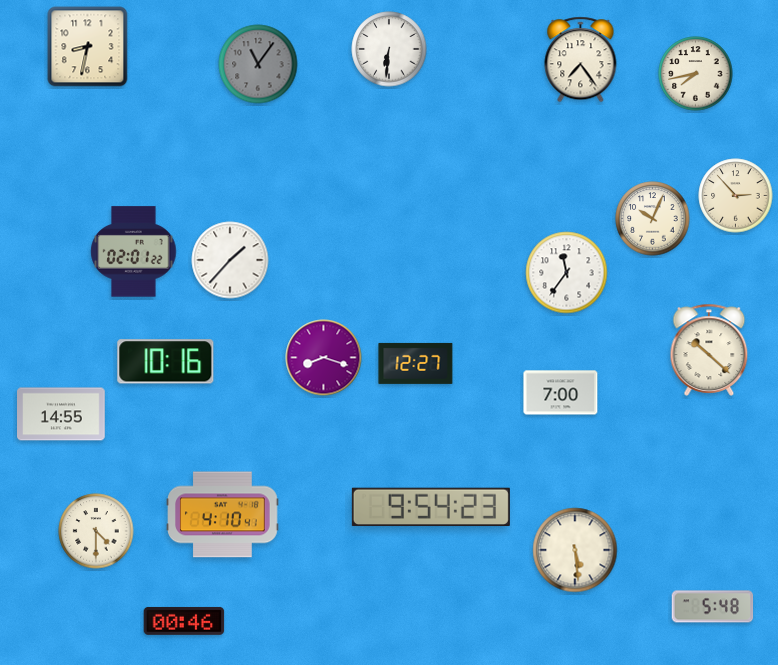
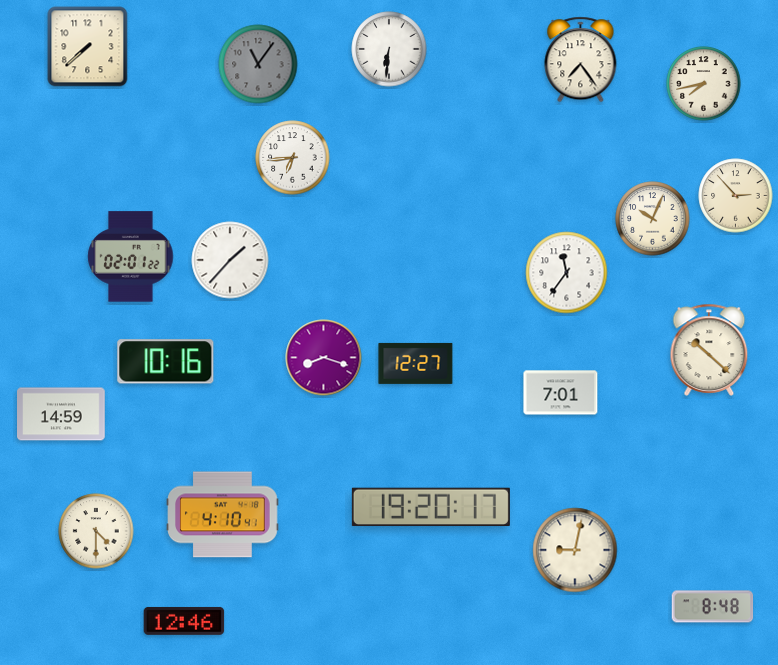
clock at (88, 47): 8:32 -> 7:38
clock at (696, 74) position: (696, 74) -> (704, 84)
clock at (293, 158): none -> 6:44
clock at (134, 252) position: (134, 252) -> (131, 257)
clock at (561, 393): 7:00 -> 7:01
clock at (62, 414): 14:55 -> 14:59
clock at (431, 507): 9:54 -> 19:20
clock at (575, 550): 5:29 -> 9:02
clock at (713, 607): 5:48 -> 8:48
clock at (184, 621): 00:46 -> 12:46
